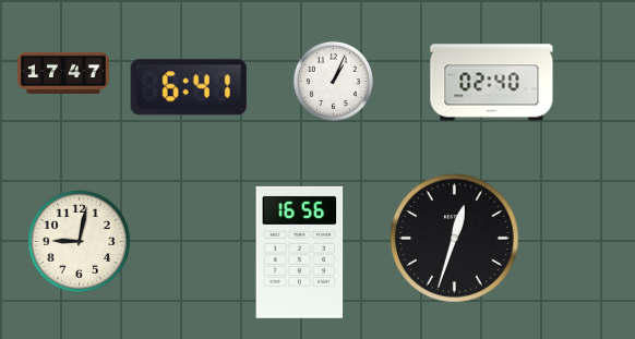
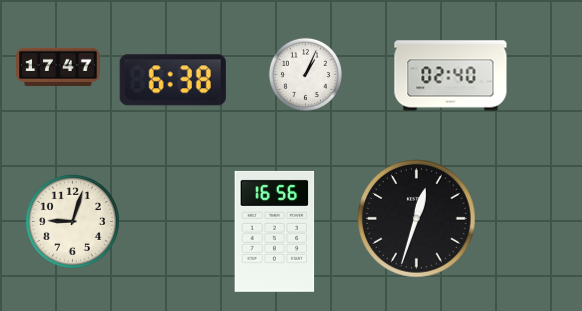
clock at (189, 87): 6:41 -> 6:38
clock at (79, 241): 9:02 -> 9:03
